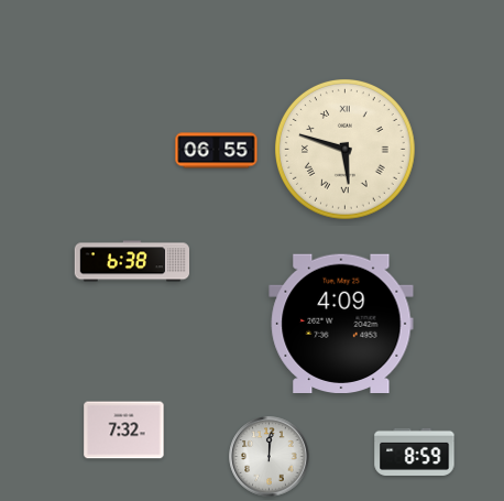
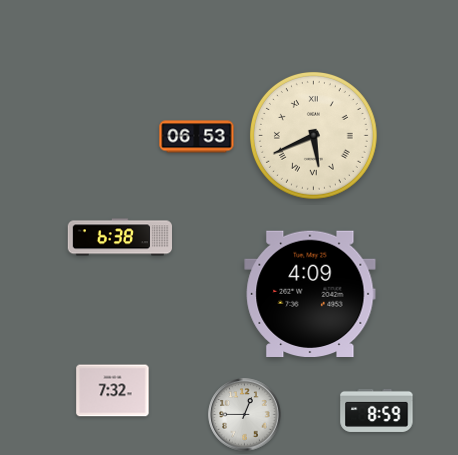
clock at (346, 150): 5:48 -> 5:41
clock at (217, 151): 06:55 -> 06:53
clock at (270, 457): 12:01 -> 12:45
